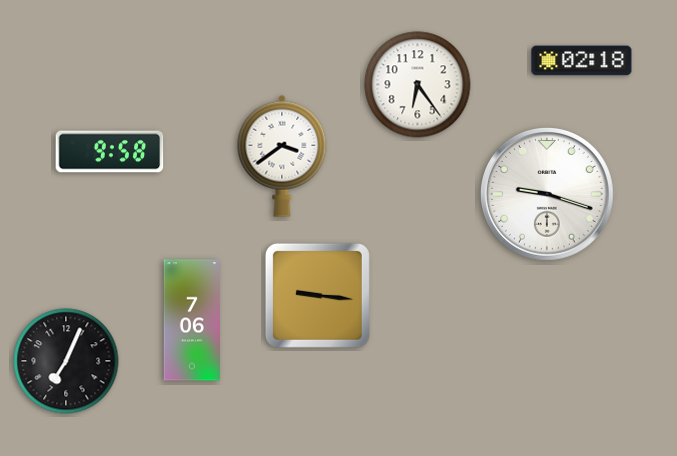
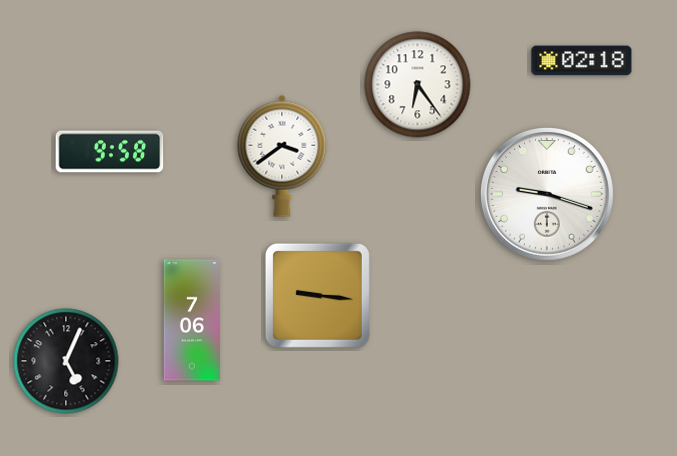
clock at (66, 361): 7:04 -> 5:04
